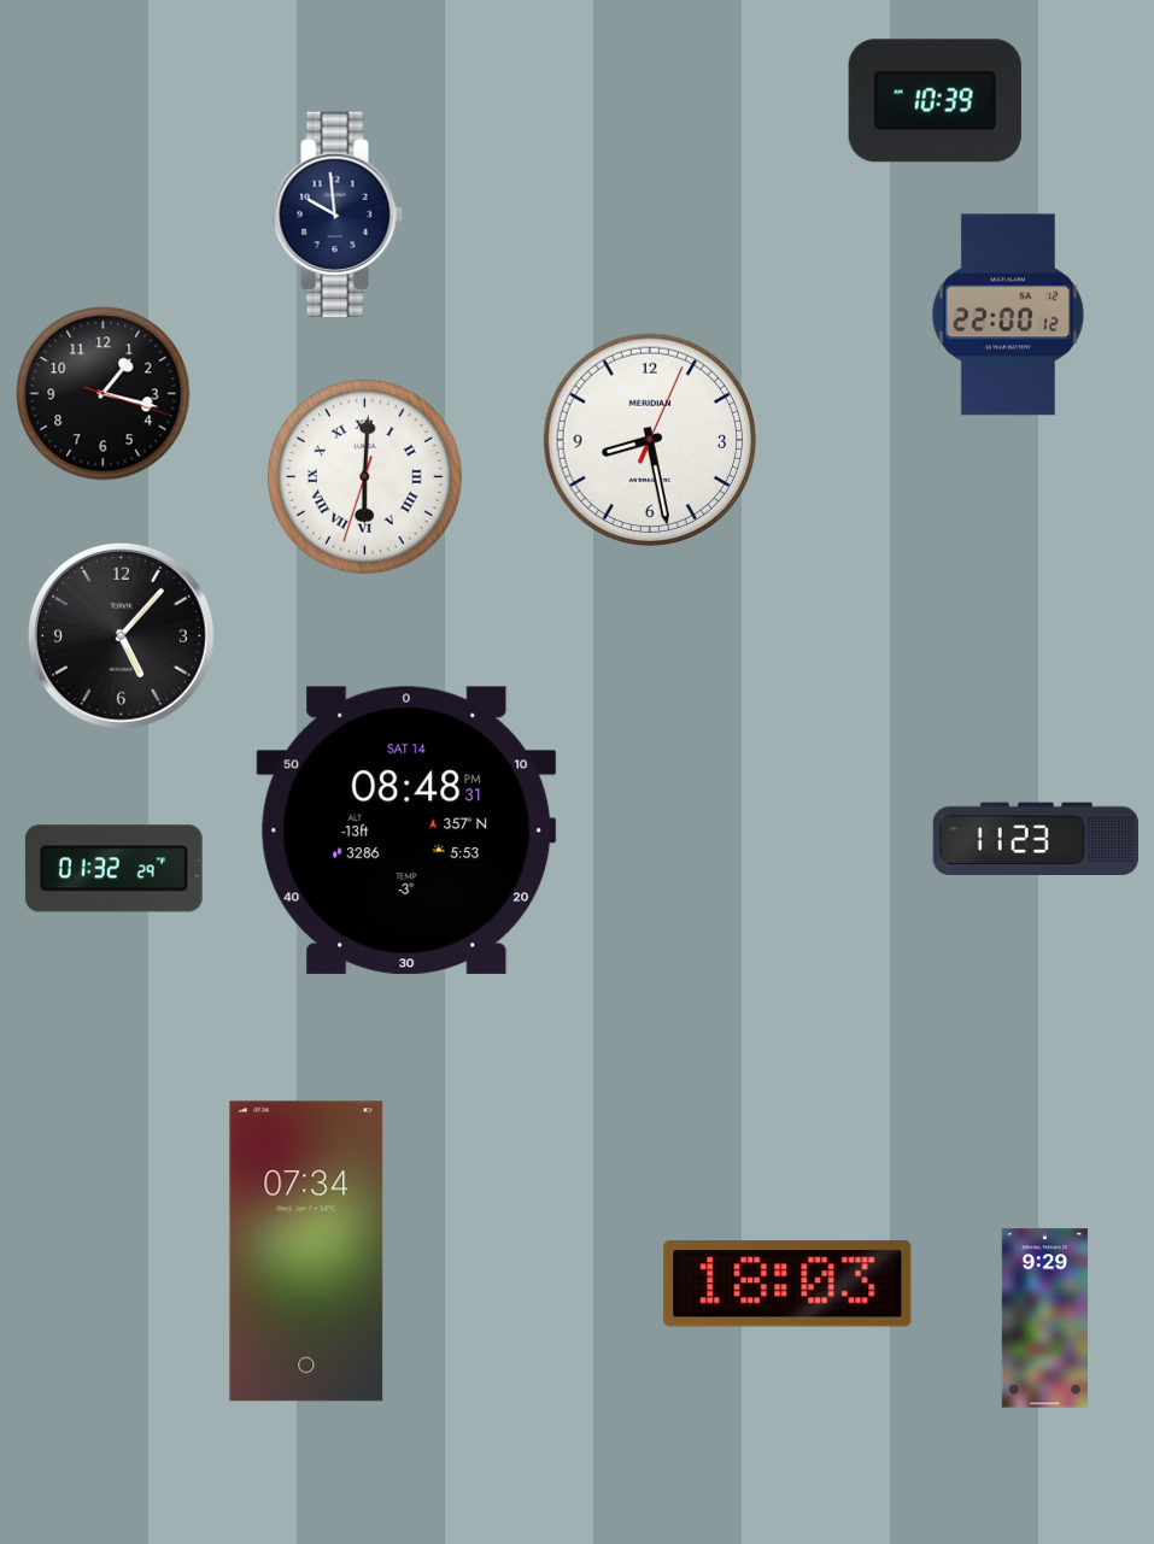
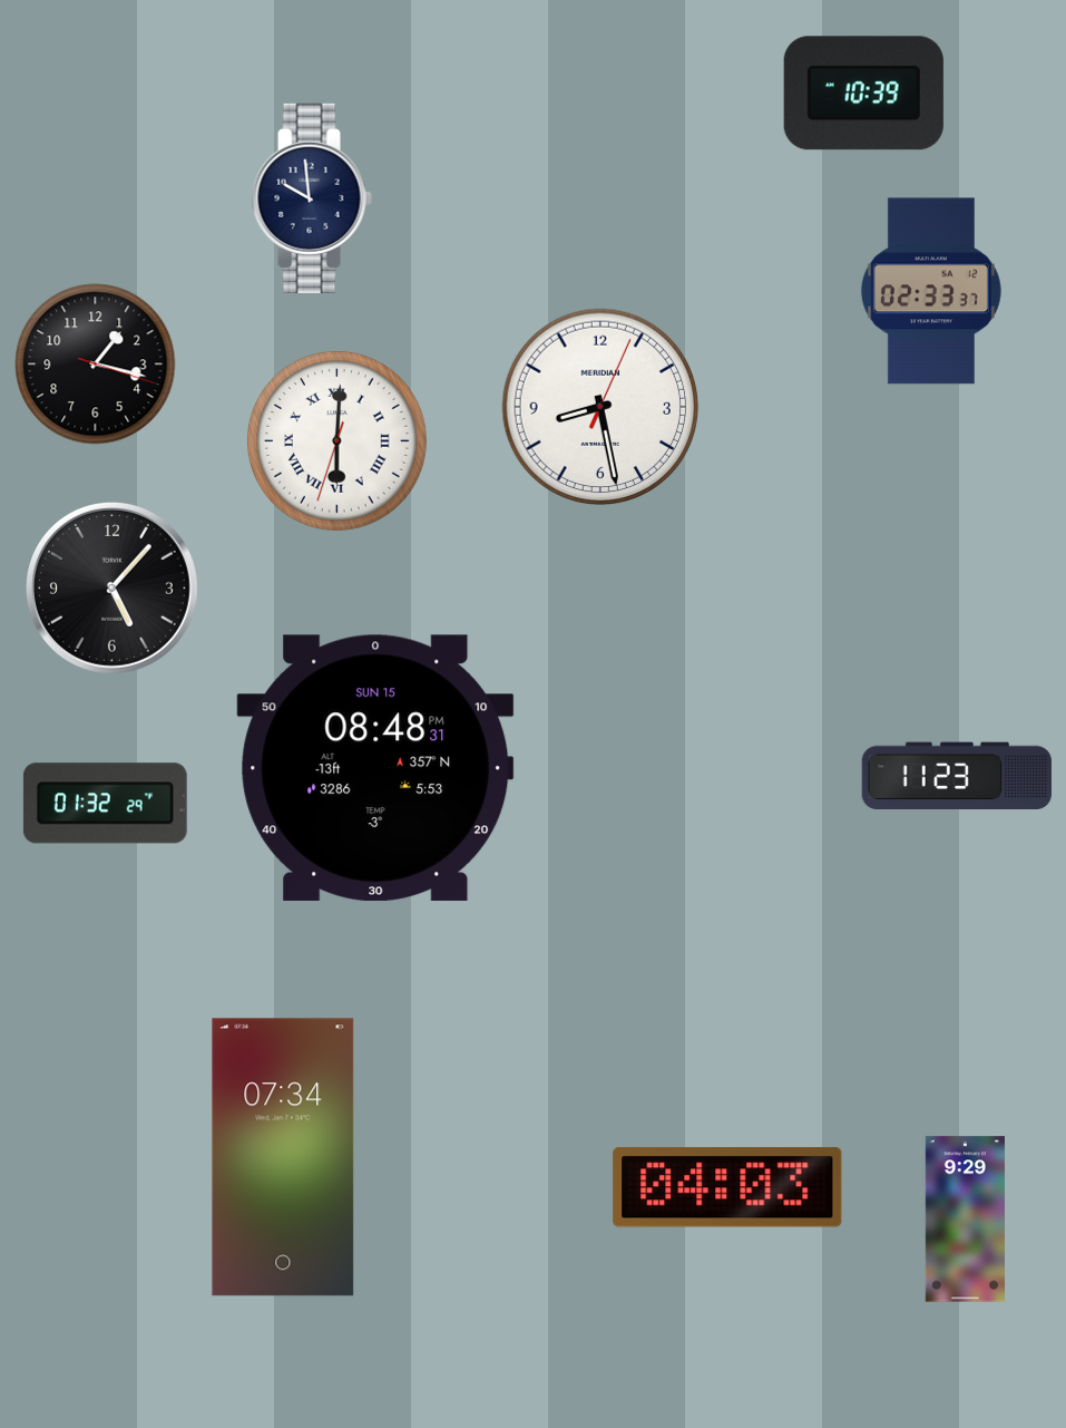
clock at (1008, 315): 22:00 -> 02:33
clock at (406, 830) date: SAT 14 -> SUN 15
clock at (787, 1284): 18:03 -> 04:03
